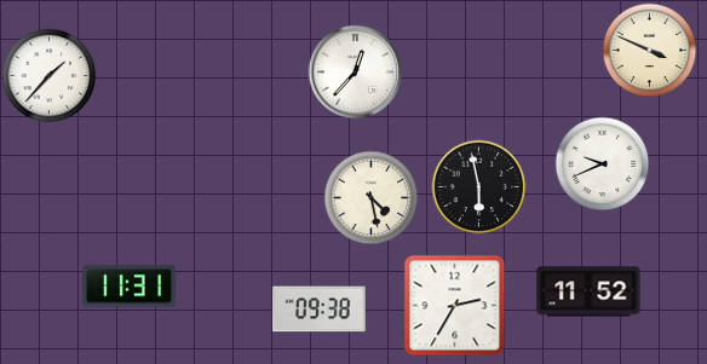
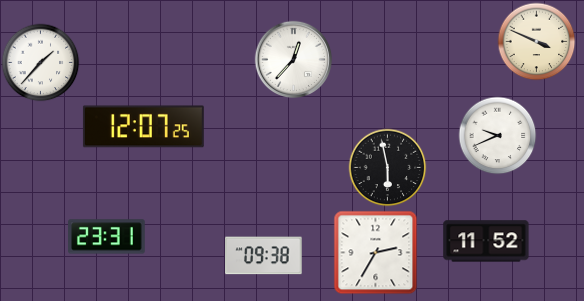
clock at (143, 127): none -> 12:07
clock at (478, 186) position: (478, 186) -> (387, 167)
clock at (370, 197): 4:28 -> none
clock at (130, 287): 11:31 -> 23:31
